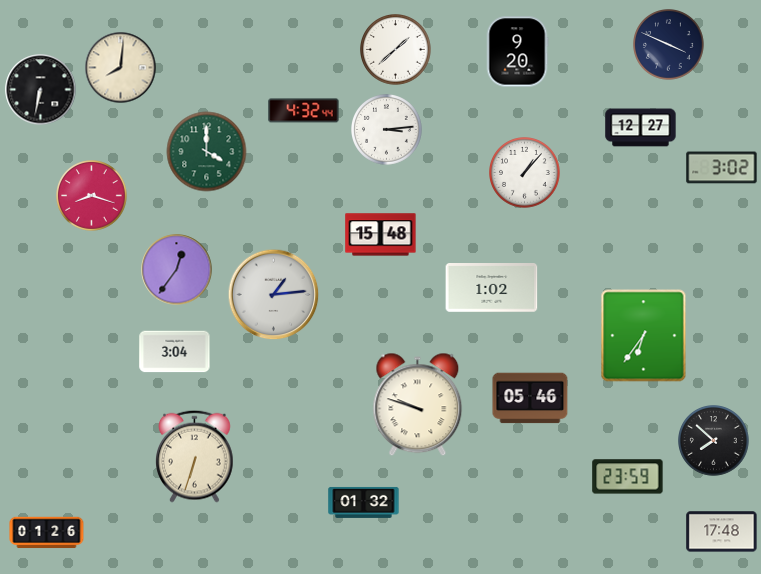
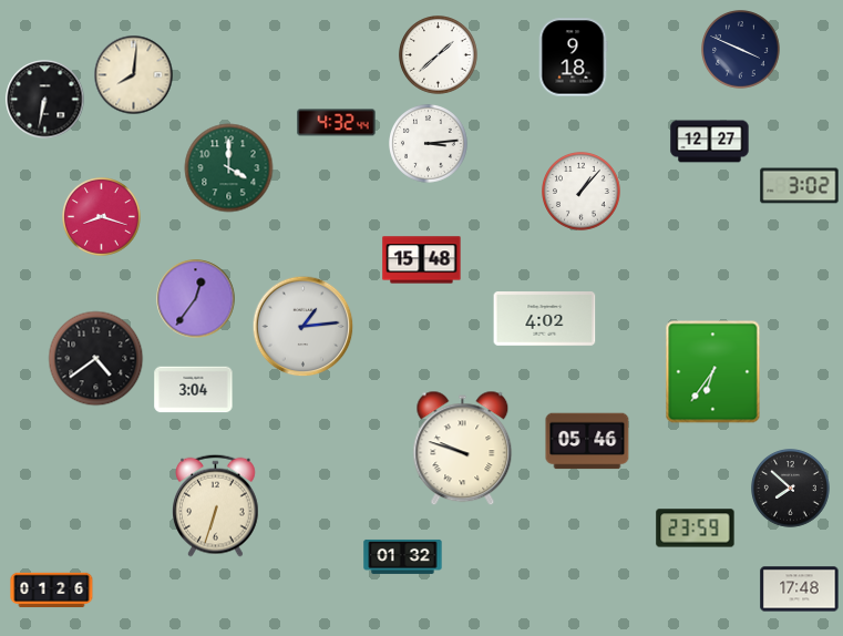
clock at (517, 52): 9:20 -> 9:18
clock at (492, 288): 1:02 -> 4:02
clock at (96, 359): none -> 4:39
